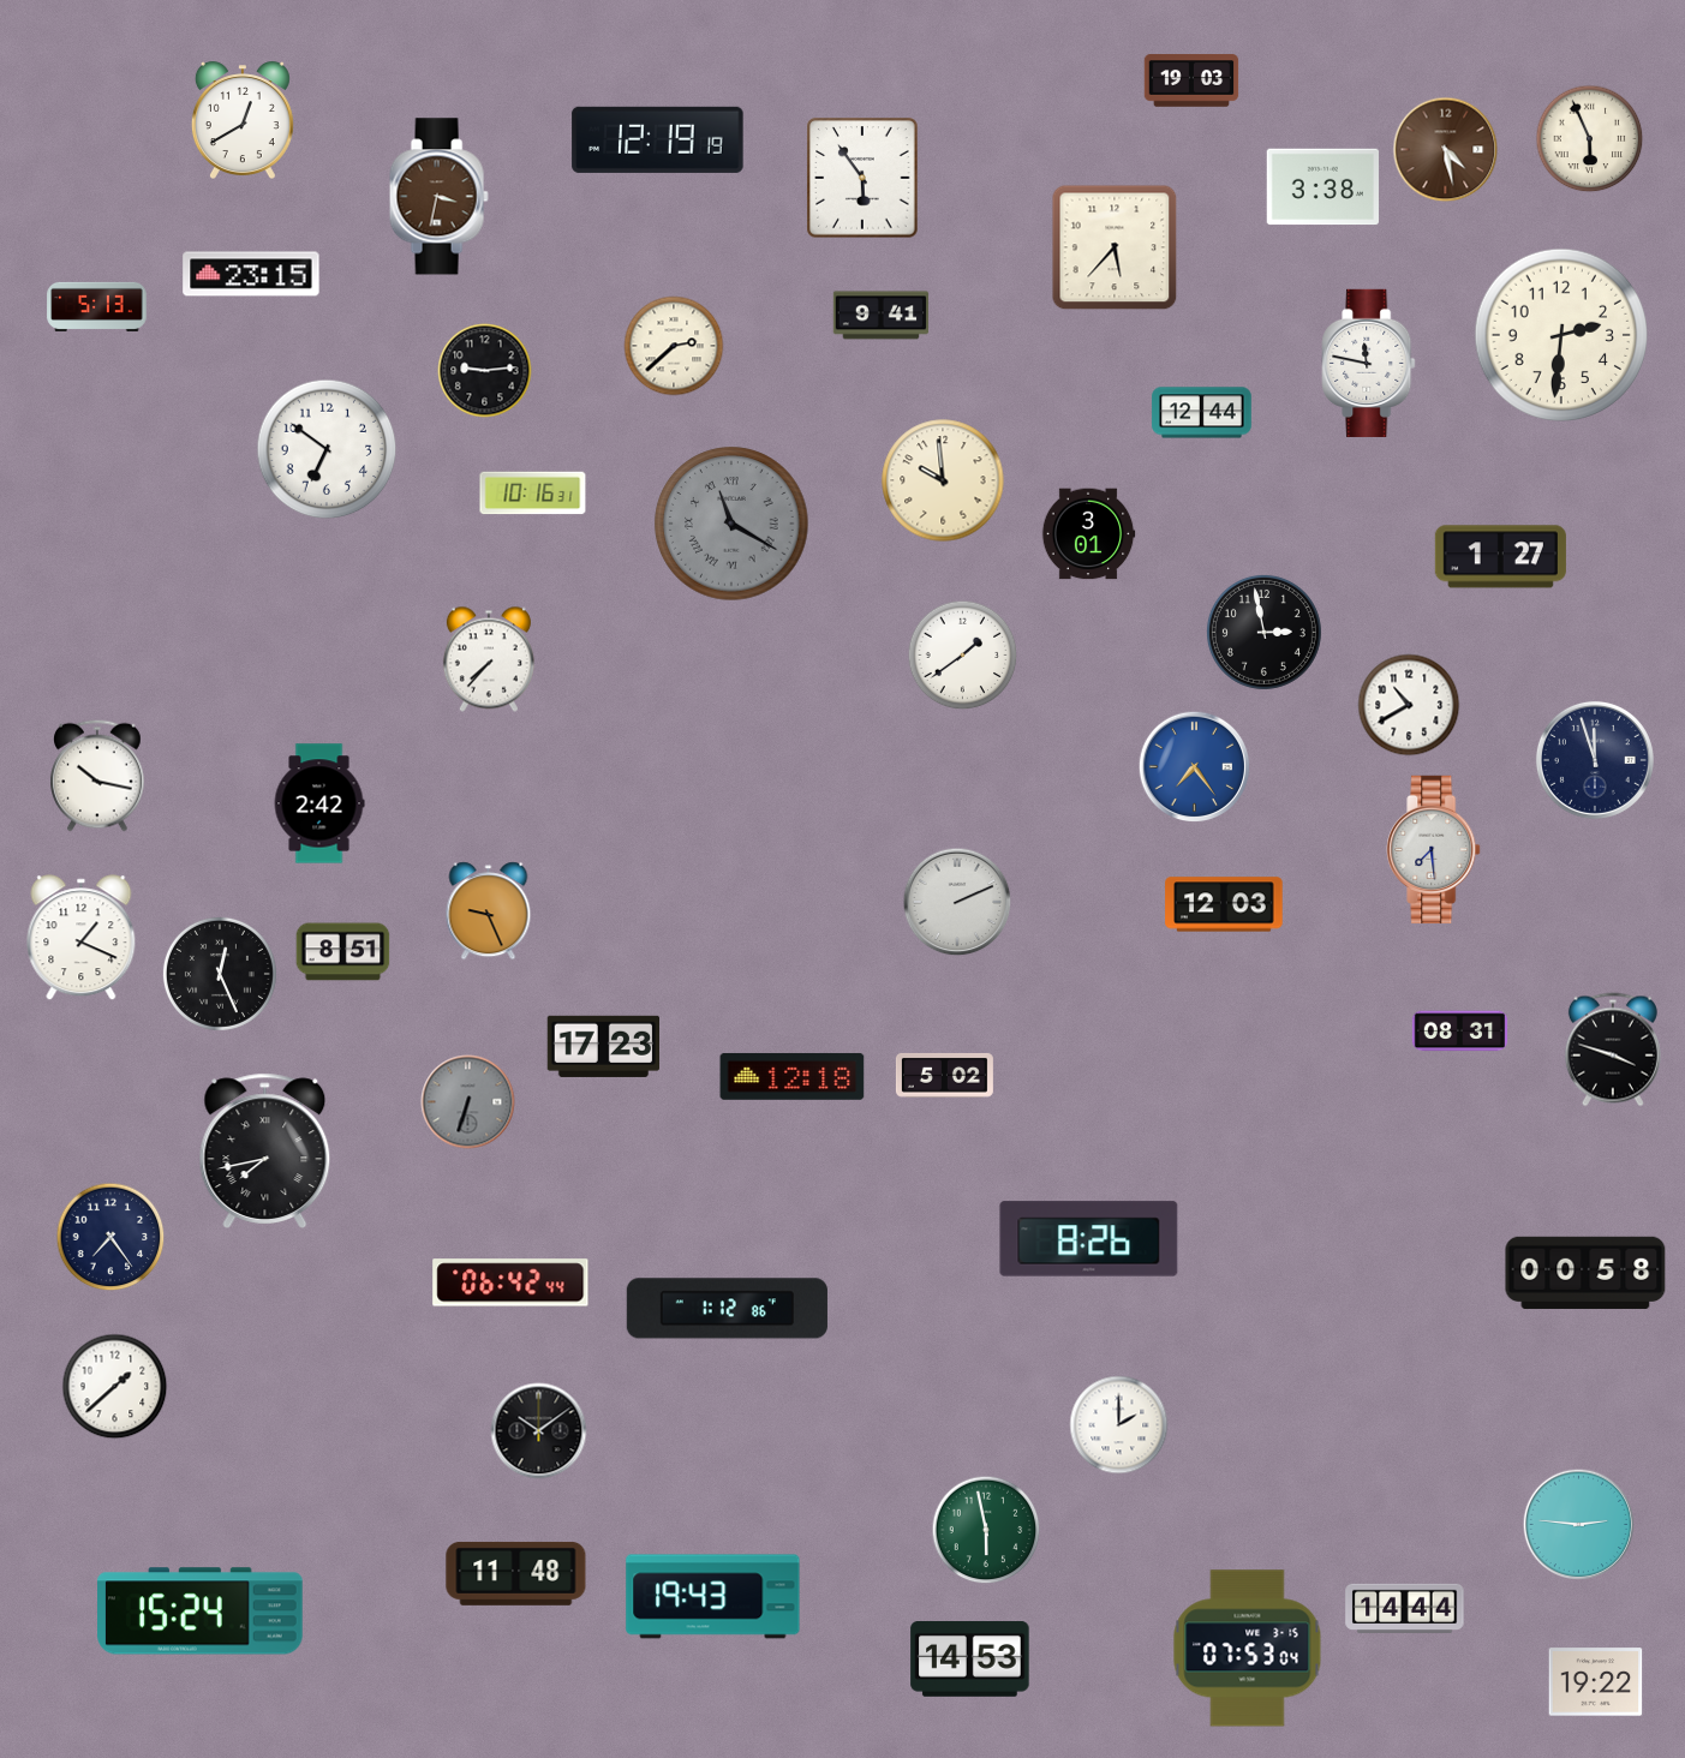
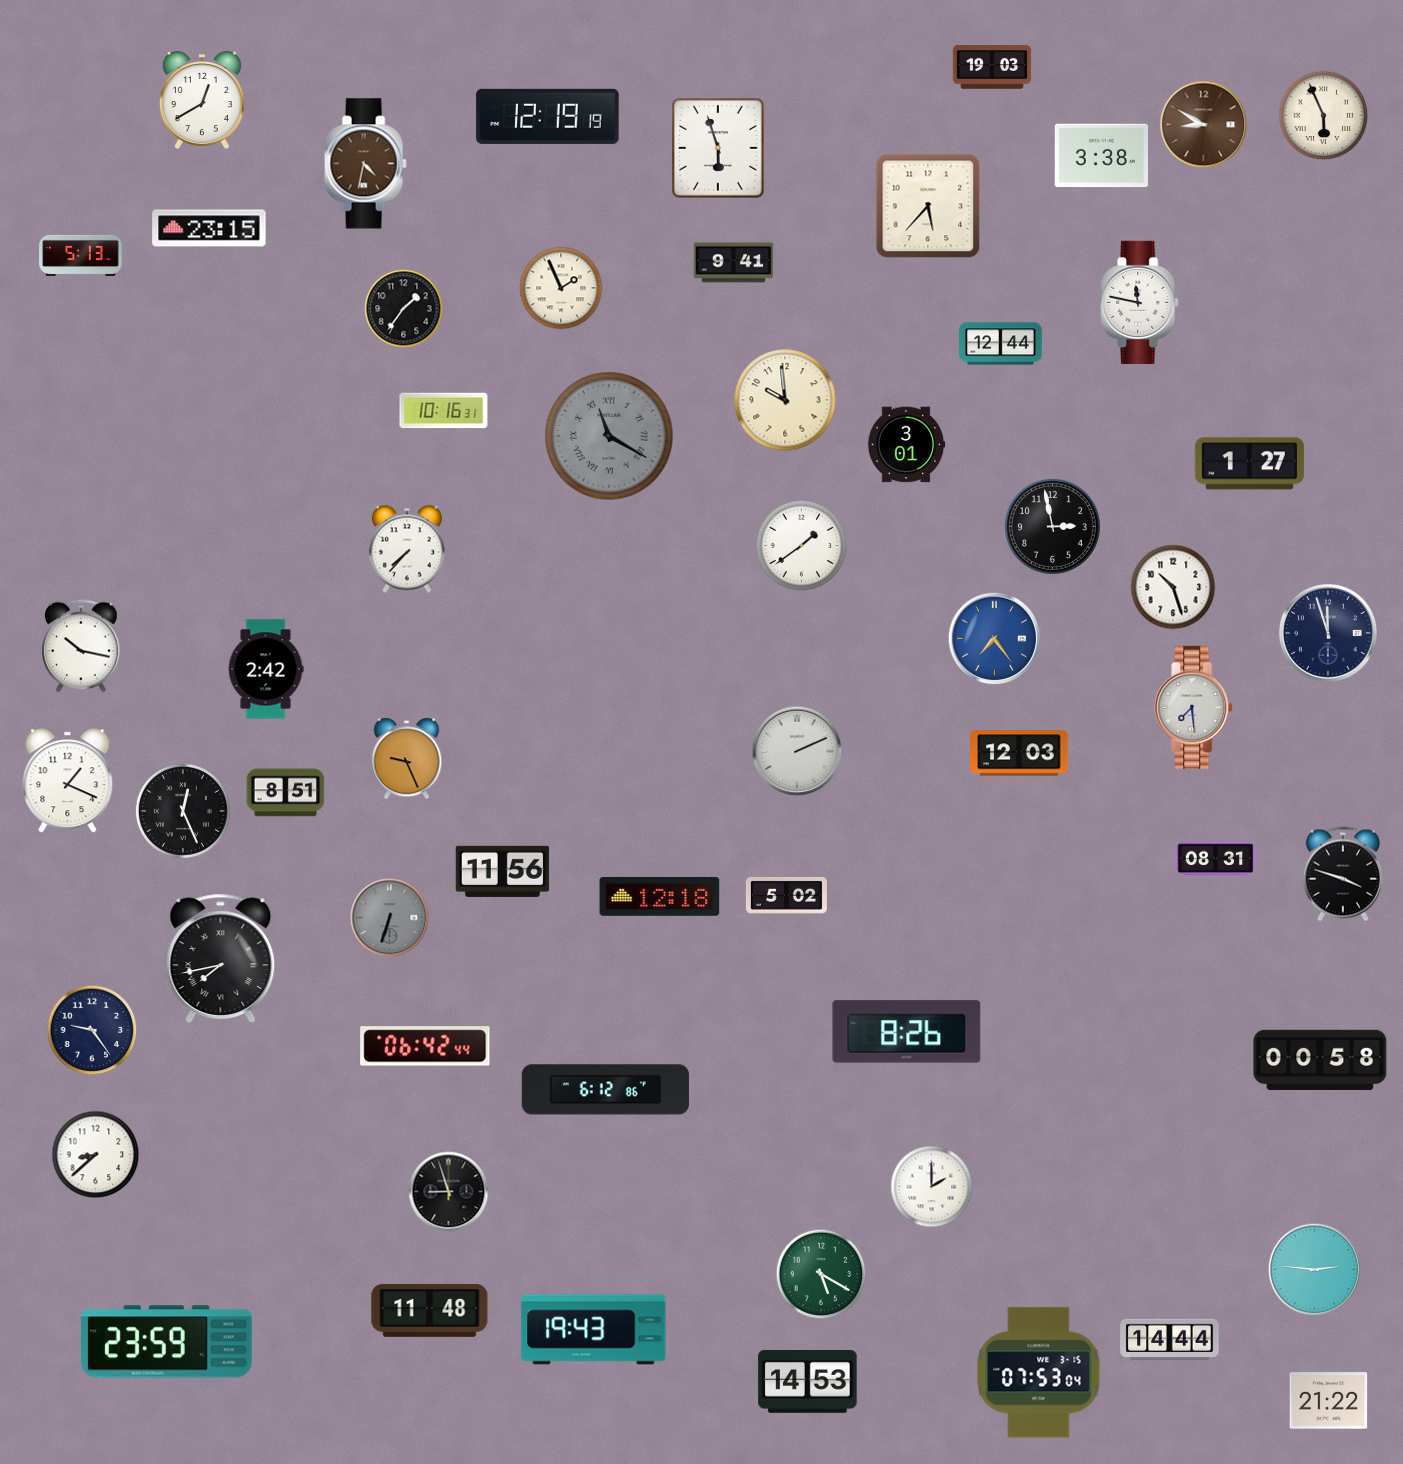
clock at (1446, 150): 4:28 -> 8:50
clock at (862, 178): 5:54 -> 5:57
clock at (438, 197): 3:32 -> 4:32
clock at (1560, 334): 2:31 -> none
clock at (674, 346): 2:38 -> 1:56
clock at (485, 371): 9:14 -> 1:36
clock at (327, 449): 6:51 -> none
clock at (1409, 705): 10:40 -> 10:27
clock at (603, 1046): 17:23 -> 11:56
clock at (110, 1237): 7:24 -> 9:24
clock at (510, 1282) position: (510, 1282) -> (425, 1046)
clock at (727, 1309): 1:12 -> 6:12
clock at (115, 1387): 1:38 -> 8:38
clock at (539, 1431): 10:09 -> 8:57
clock at (986, 1530): 5:58 -> 5:20
clock at (201, 1611): 15:24 -> 23:59
clock at (1596, 1682): 19:22 -> 21:22
